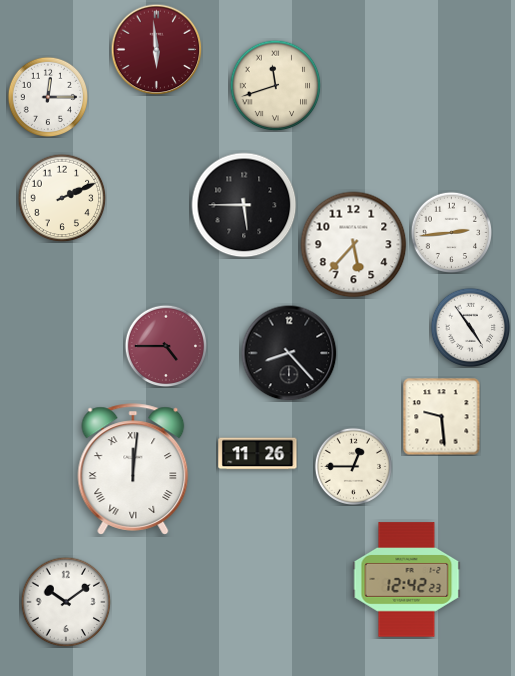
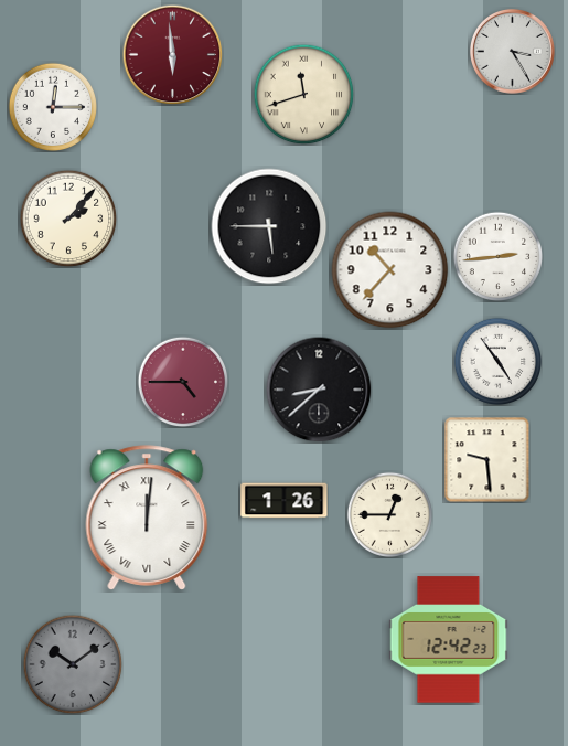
clock at (512, 51): none -> 3:25
clock at (62, 198): 2:11 -> 2:07
clock at (354, 245): 5:37 -> 10:37
clock at (470, 327) position: (470, 327) -> (497, 361)
clock at (289, 353): 8:23 -> 8:38
clock at (258, 454): 11:26 -> 1:26
clock at (66, 602) dial: white -> grey
